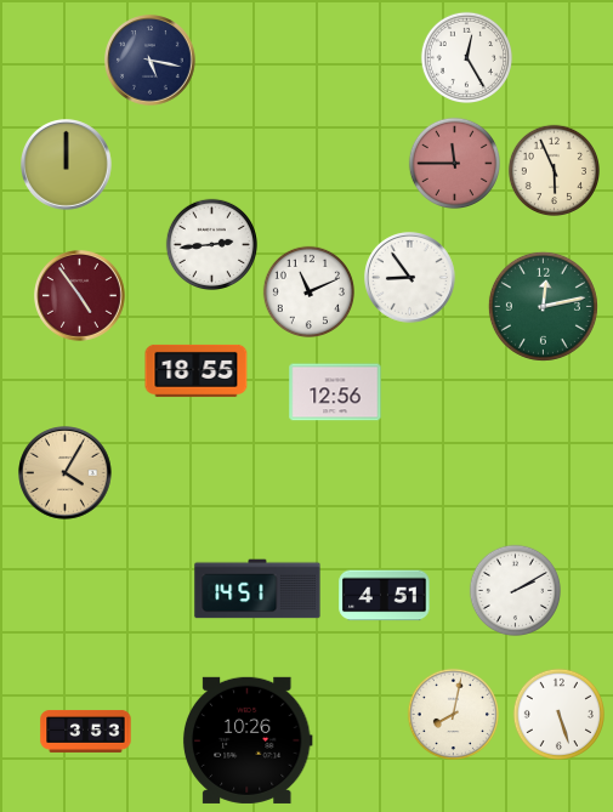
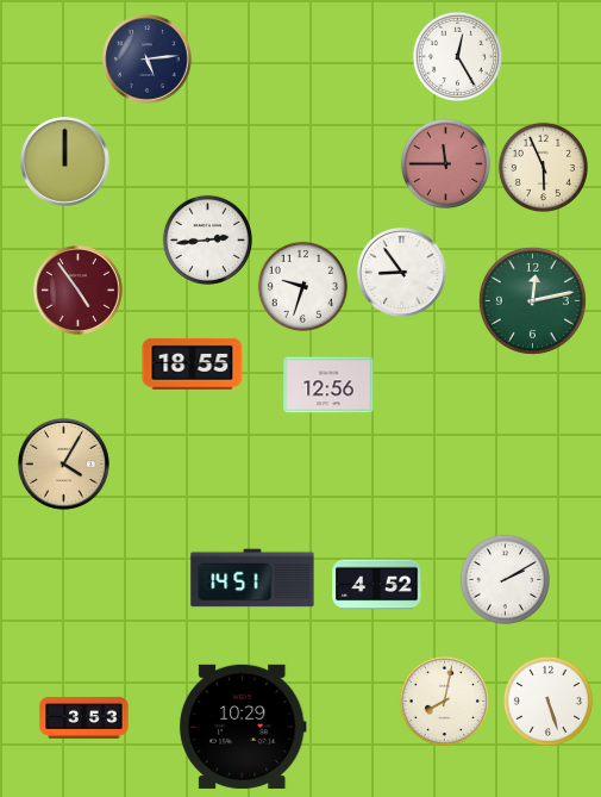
clock at (151, 61): 5:17 -> 5:14
clock at (454, 163) position: (454, 163) -> (445, 163)
clock at (308, 291): 11:11 -> 9:33
clock at (385, 596): 4:51 -> 4:52
clock at (248, 740): 10:26 -> 10:29
